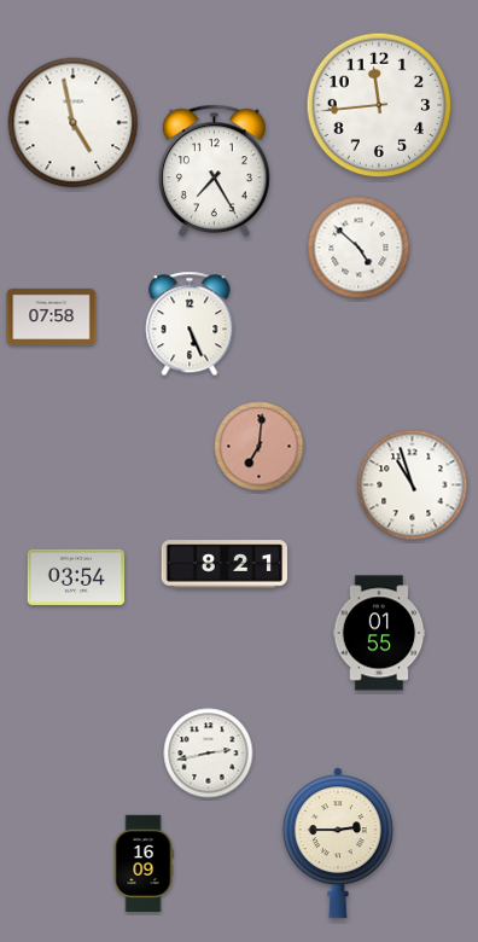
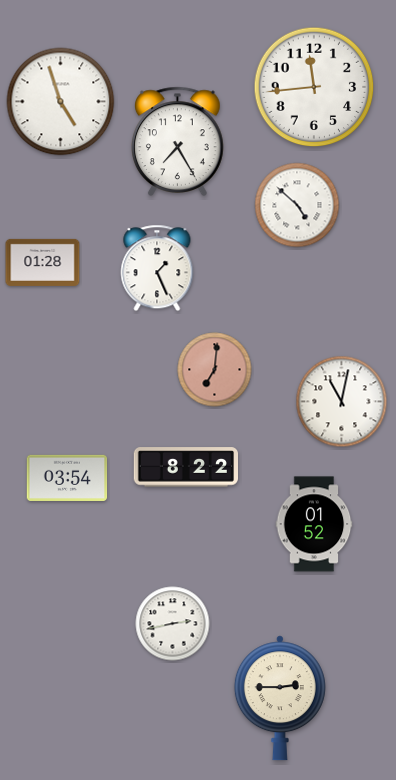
clock at (74, 123): 4:58 -> 4:57
clock at (52, 316): 07:58 -> 01:28
clock at (190, 324): 5:26 -> 1:26
clock at (413, 485): 10:57 -> 11:02
clock at (223, 564): 8:21 -> 8:22
clock at (76, 577) position: (76, 577) -> (67, 478)
clock at (379, 633): 01:55 -> 01:52
clock at (144, 863): 16:09 -> none
